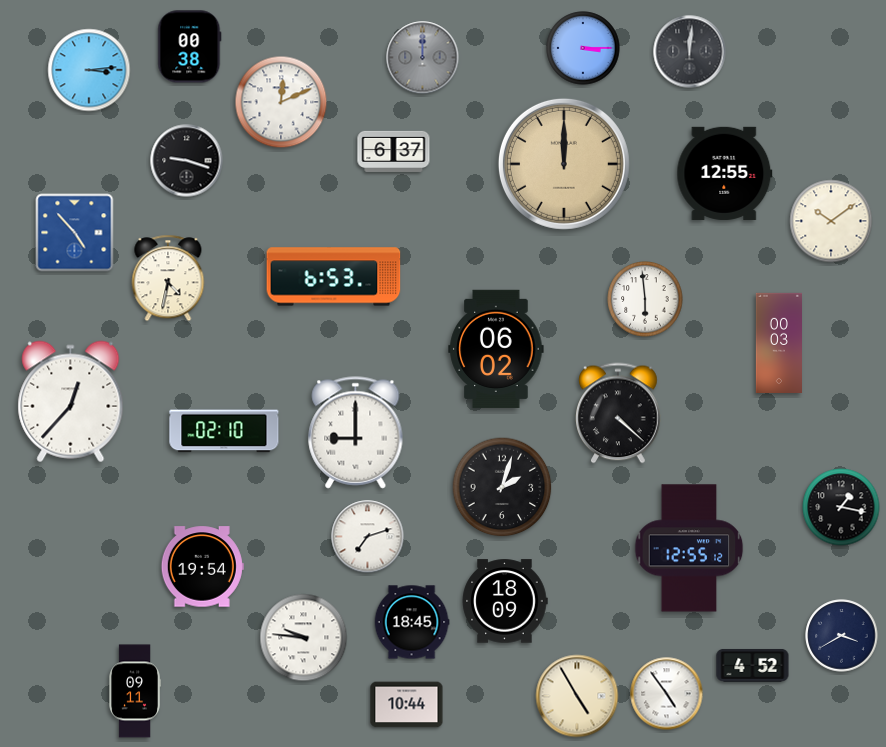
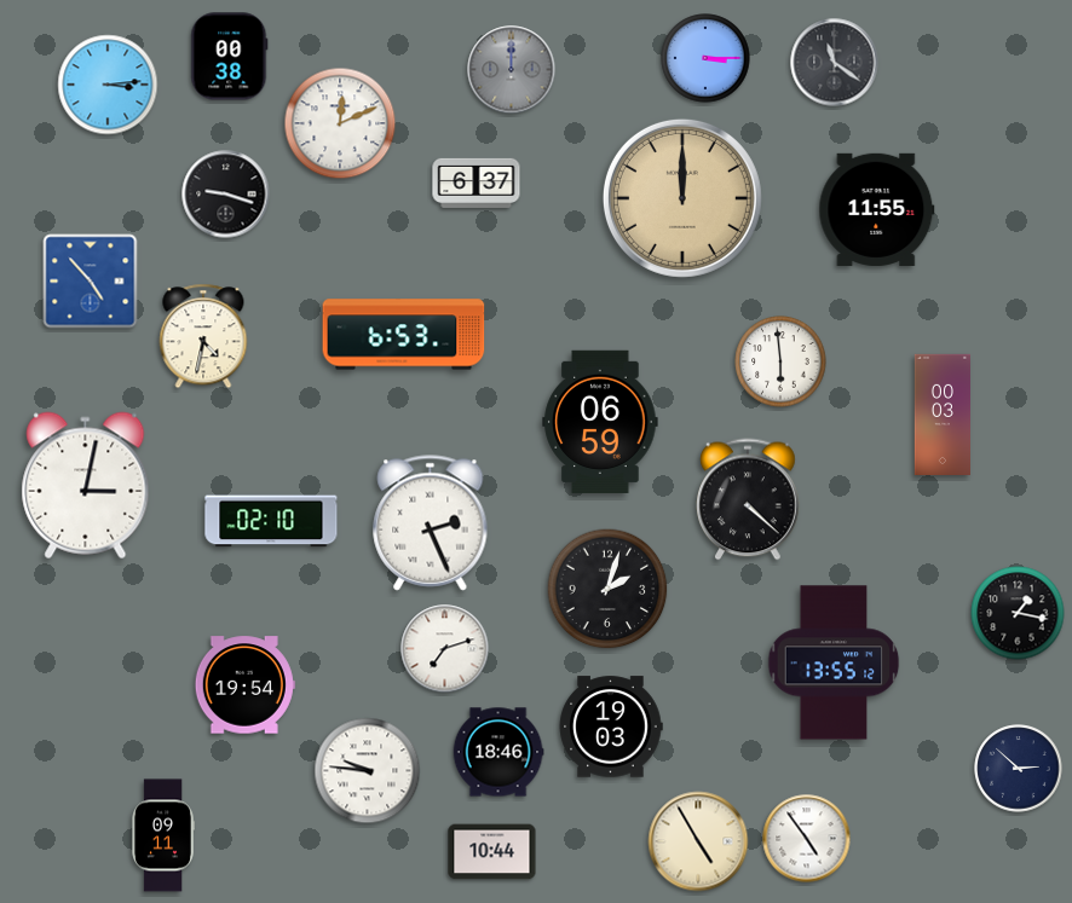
clock at (690, 52): 12:01 -> 11:21
clock at (725, 173): 12:55 -> 11:55
clock at (831, 221): 10:09 -> none
clock at (496, 349): 06:02 -> 06:59
clock at (71, 402): 12:37 -> 3:02
clock at (356, 433): 9:00 -> 2:26
clock at (689, 548): 12:55 -> 13:55
clock at (505, 601): 18:09 -> 19:03
clock at (412, 622): 18:45 -> 18:46
clock at (842, 636): 3:40 -> 2:52
clock at (753, 665): 4:52 -> none
